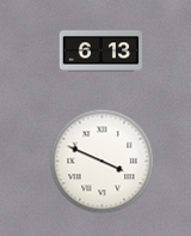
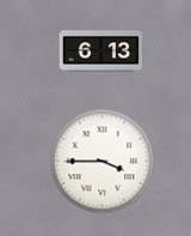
clock at (103, 162): 3:49 -> 3:45
